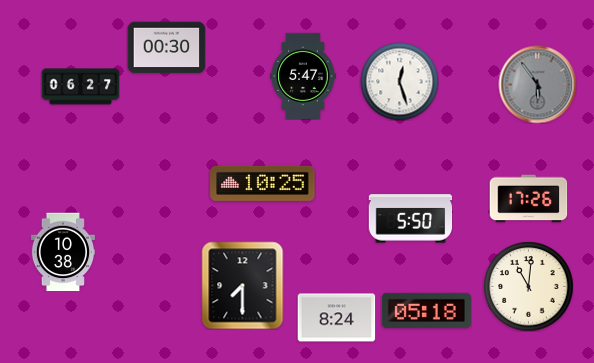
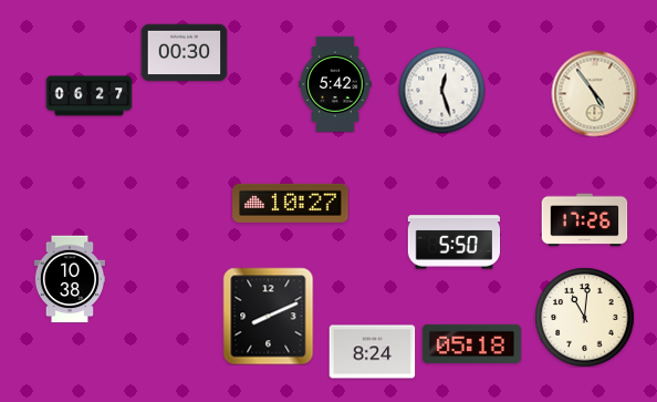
clock at (303, 75): 5:47 -> 5:42
clock at (537, 84): 5:54 -> 4:54
clock at (537, 84) dial: grey -> cream
clock at (263, 183): 10:25 -> 10:27
clock at (243, 285): 7:30 -> 8:11
